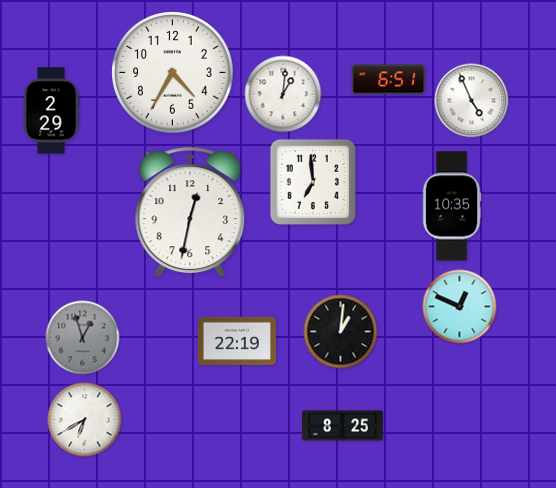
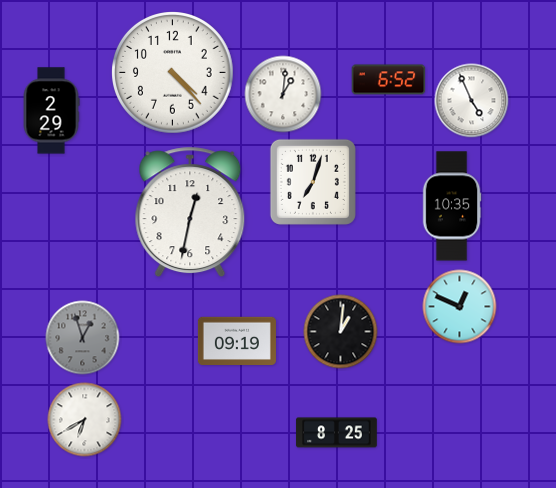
clock at (173, 73): 4:35 -> 4:23
clock at (389, 80): 6:51 -> 6:52
clock at (313, 182): 6:59 -> 7:03
clock at (237, 341): 22:19 -> 09:19
clock at (343, 426) position: (343, 426) -> (337, 433)
